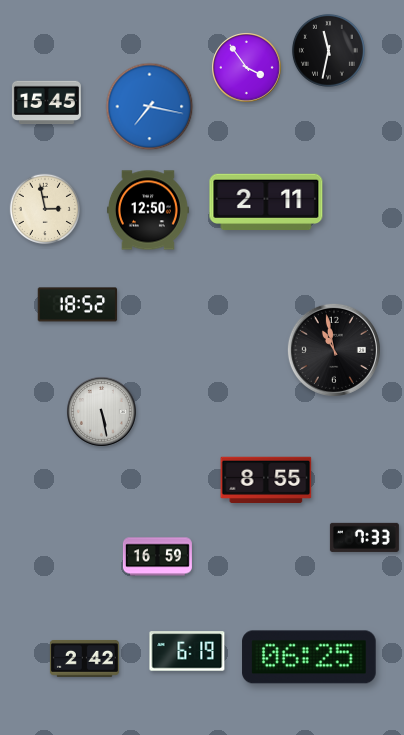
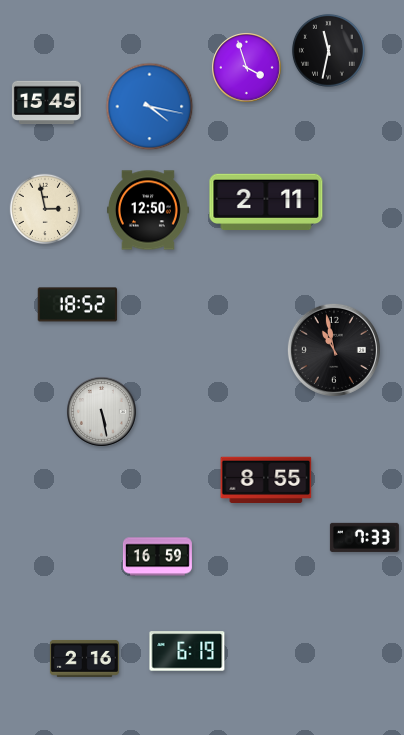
clock at (247, 68): 3:54 -> 3:57
clock at (150, 107): 7:17 -> 4:17
clock at (309, 657): 06:25 -> none
clock at (84, 658): 2:42 -> 2:16
